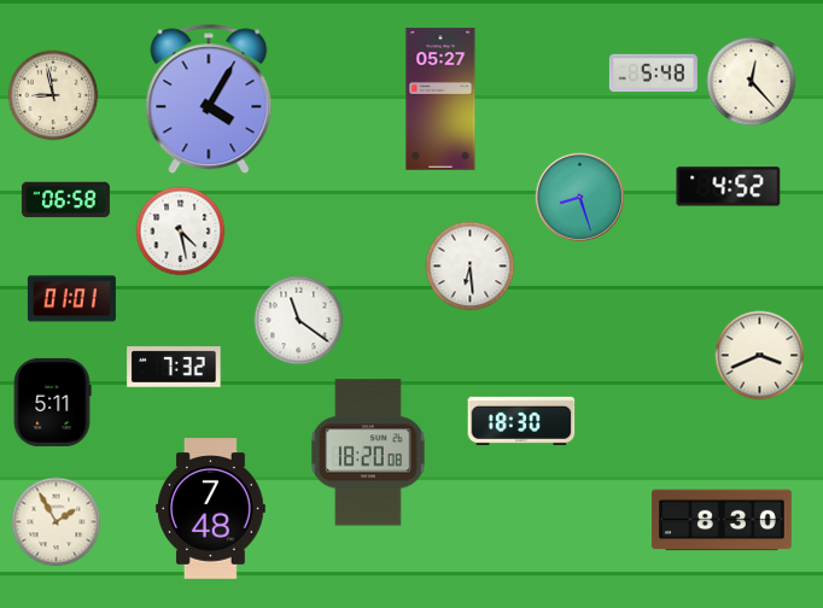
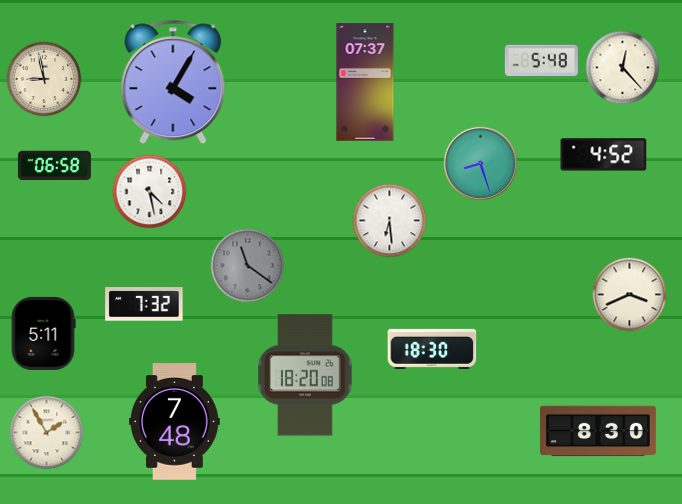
clock at (440, 99): 05:27 -> 07:37
clock at (71, 299): 01:01 -> none
clock at (299, 321) dial: white -> grey
